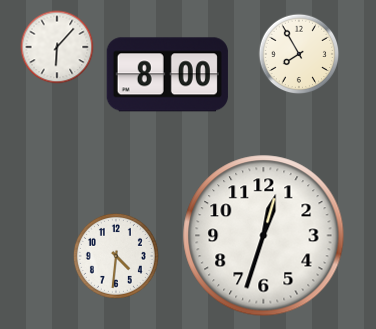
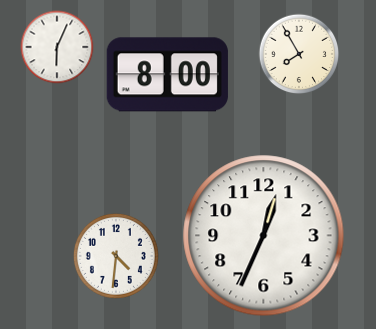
clock at (57, 47): 6:07 -> 6:04
clock at (264, 236): 12:33 -> 12:34
